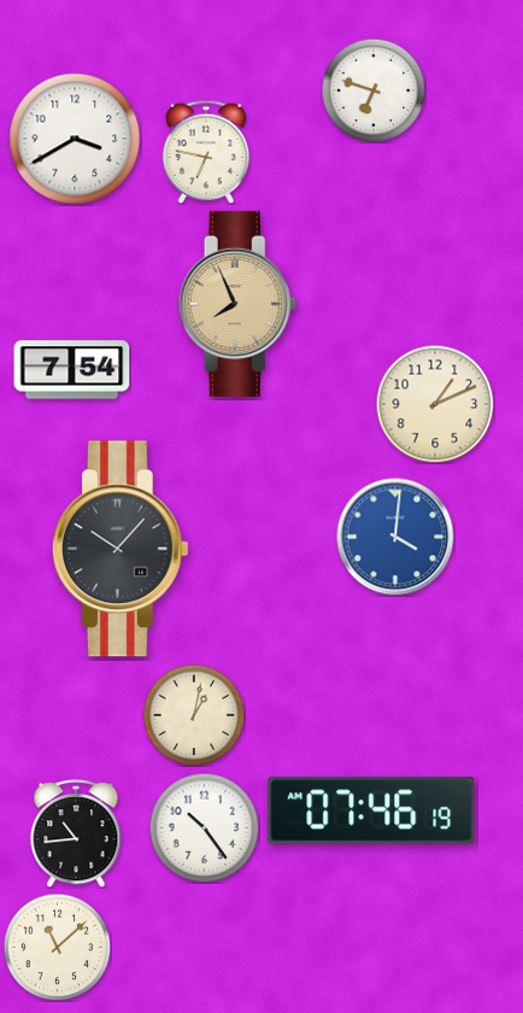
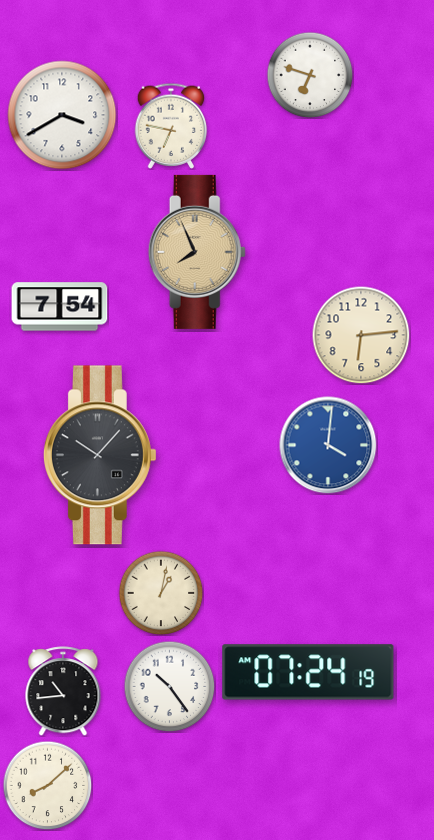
clock at (435, 404): 1:11 -> 6:14
clock at (371, 810): 07:46 -> 07:24
clock at (57, 947): 11:08 -> 8:08
